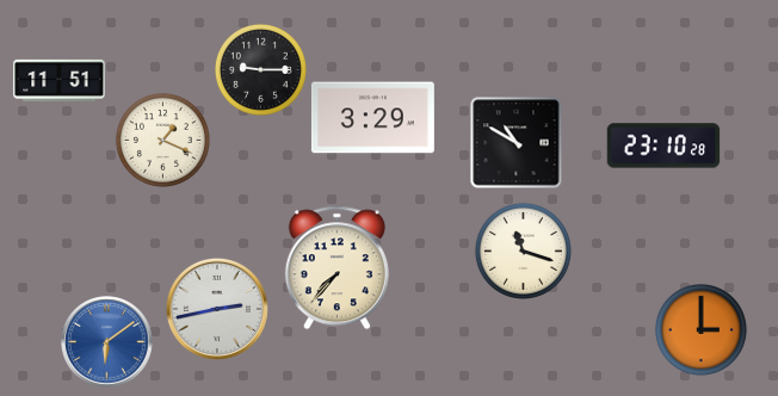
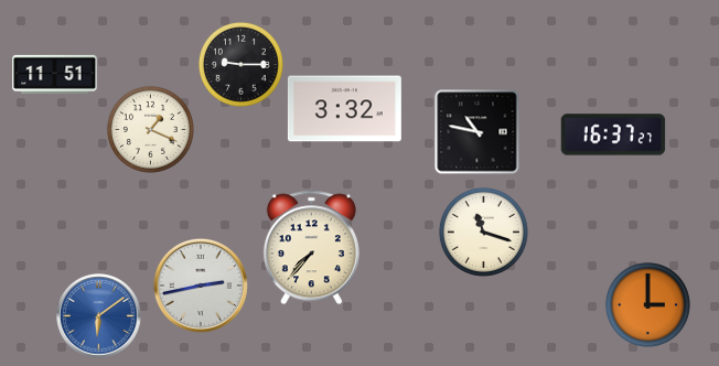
clock at (372, 118): 3:29 -> 3:32
clock at (517, 143): 10:50 -> 10:47
clock at (663, 146): 23:10 -> 16:37
